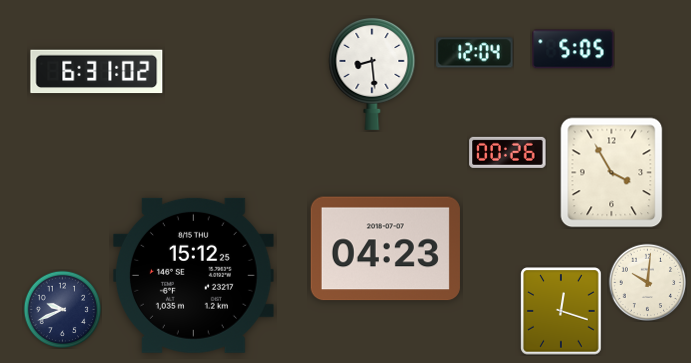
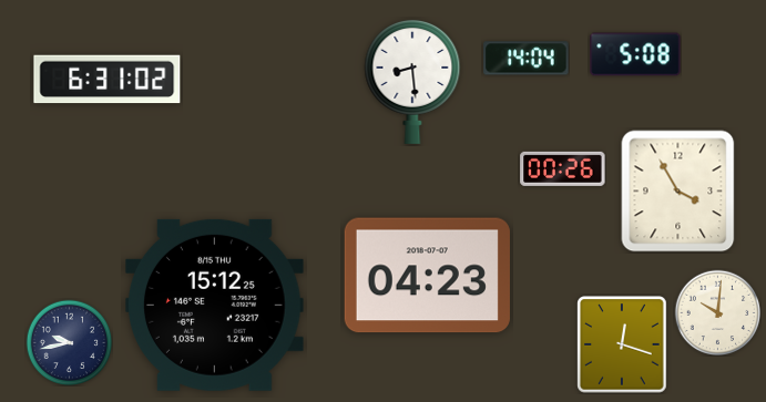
clock at (573, 49): 5:05 -> 5:08
clock at (475, 53): 12:04 -> 14:04
clock at (62, 309): 9:41 -> 9:43
